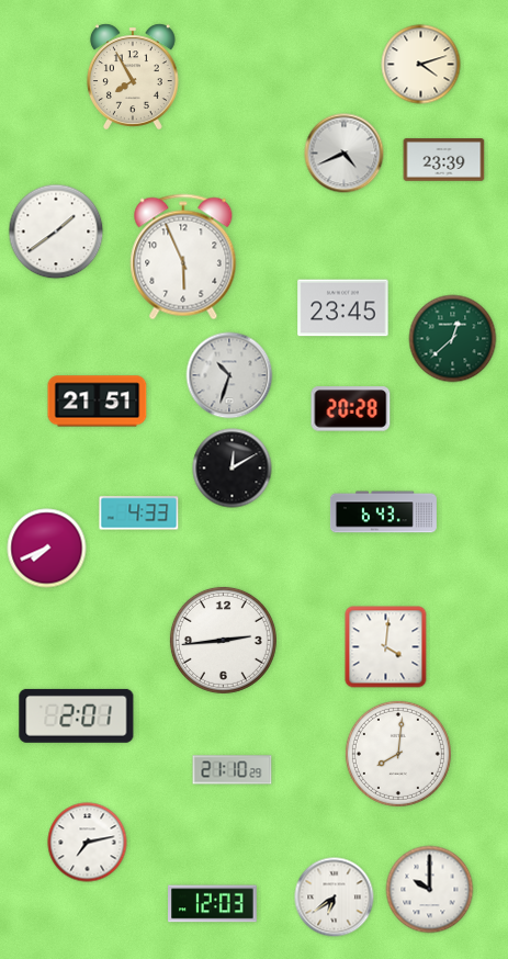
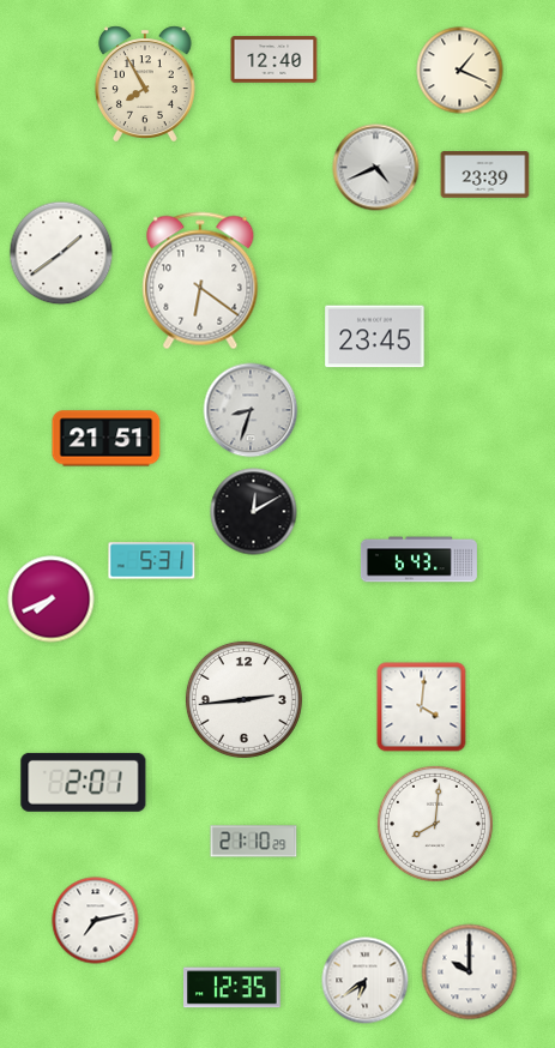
clock at (275, 60): none -> 12:40
clock at (421, 65): 4:12 -> 1:19
clock at (183, 257): 5:56 -> 6:21
clock at (453, 339): 12:38 -> none
clock at (229, 375): 10:33 -> 8:33
clock at (351, 409): 20:28 -> none
clock at (139, 514): 4:33 -> 5:31
clock at (213, 904): 12:03 -> 12:35
